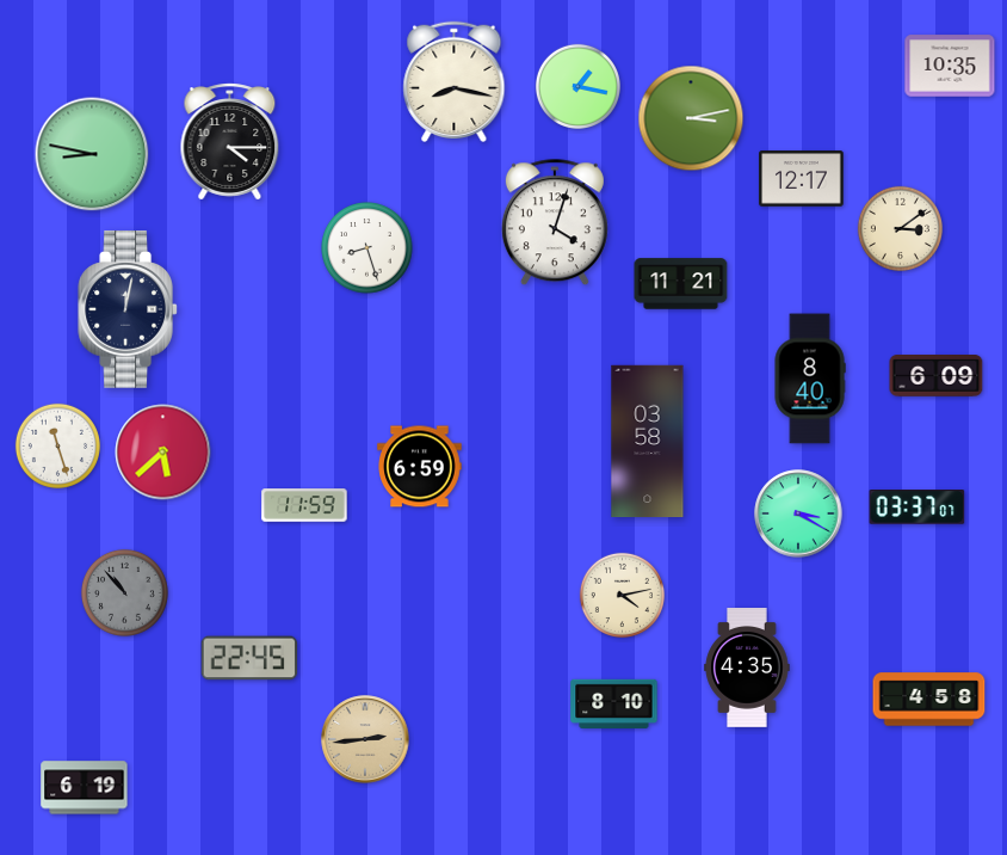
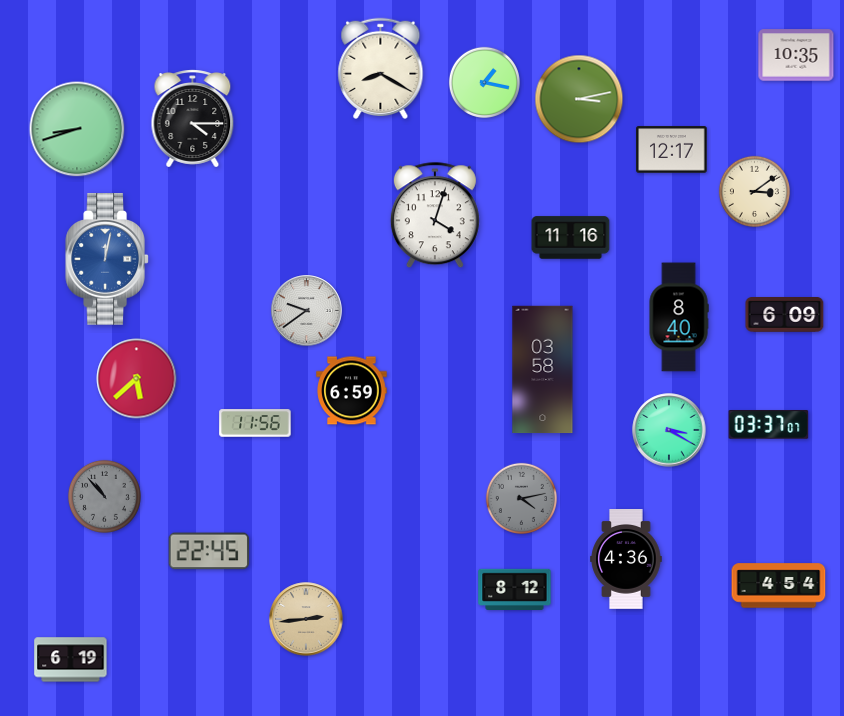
clock at (455, 81): 8:17 -> 8:20
clock at (577, 86) position: (577, 86) -> (484, 82)
clock at (92, 154): 8:47 -> 8:42
clock at (555, 223) position: (555, 223) -> (435, 216)
clock at (367, 248): 8:27 -> none
clock at (681, 284): 11:21 -> 11:16
clock at (128, 309) dial: navy -> blue
clock at (307, 311): none -> 9:39
clock at (57, 445): 11:27 -> none
clock at (304, 505): 11:59 -> 11:56
clock at (622, 595) dial: cream -> grey
clock at (747, 669): 4:35 -> 4:36
clock at (929, 700): 4:58 -> 4:54
clock at (614, 703): 8:10 -> 8:12
